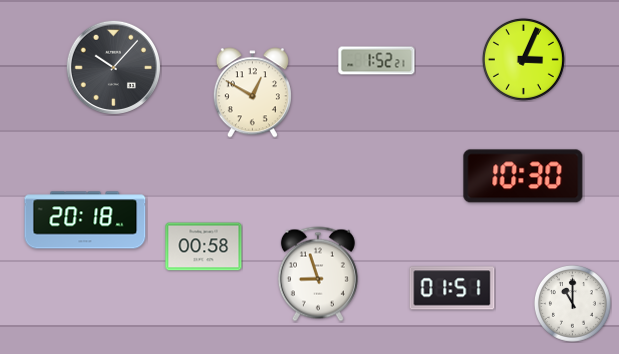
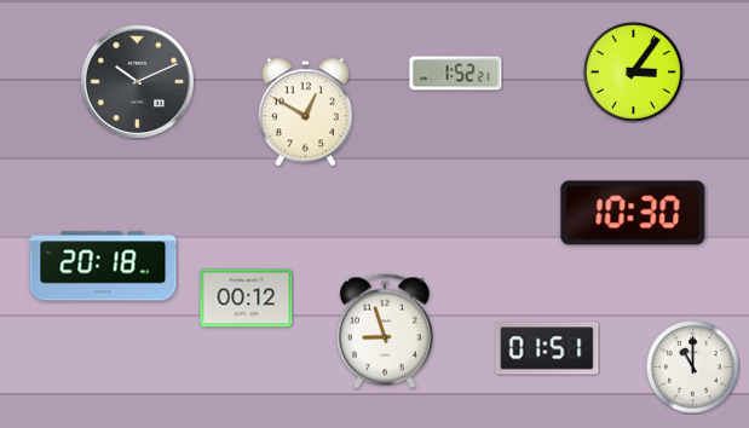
clock at (523, 59): 3:04 -> 3:06
clock at (113, 67): 10:07 -> 10:11
clock at (204, 247): 00:58 -> 00:12
